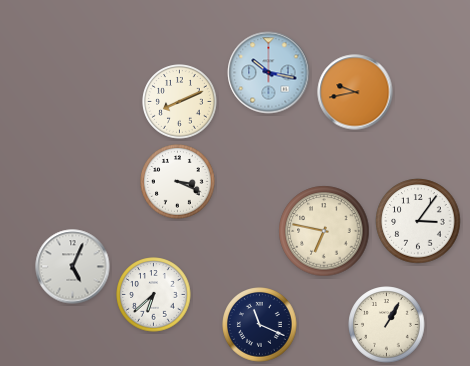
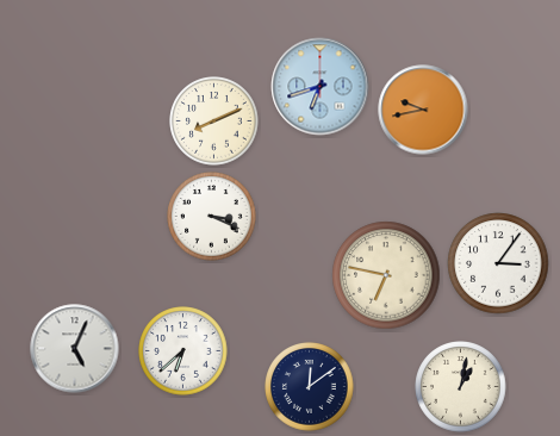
clock at (269, 73): 10:17 -> 6:42
clock at (73, 267) position: (73, 267) -> (75, 349)
clock at (260, 325): 11:19 -> 12:09
clock at (387, 325): 1:05 -> 1:02
